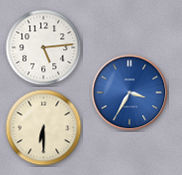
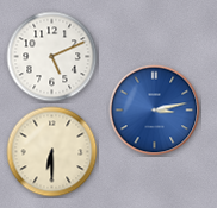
clock at (44, 48): 5:14 -> 5:11
clock at (130, 93): 3:35 -> 3:13
